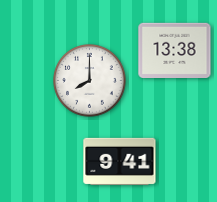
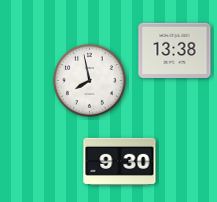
clock at (90, 81): 8:00 -> 7:58
clock at (120, 161): 9:41 -> 9:30
